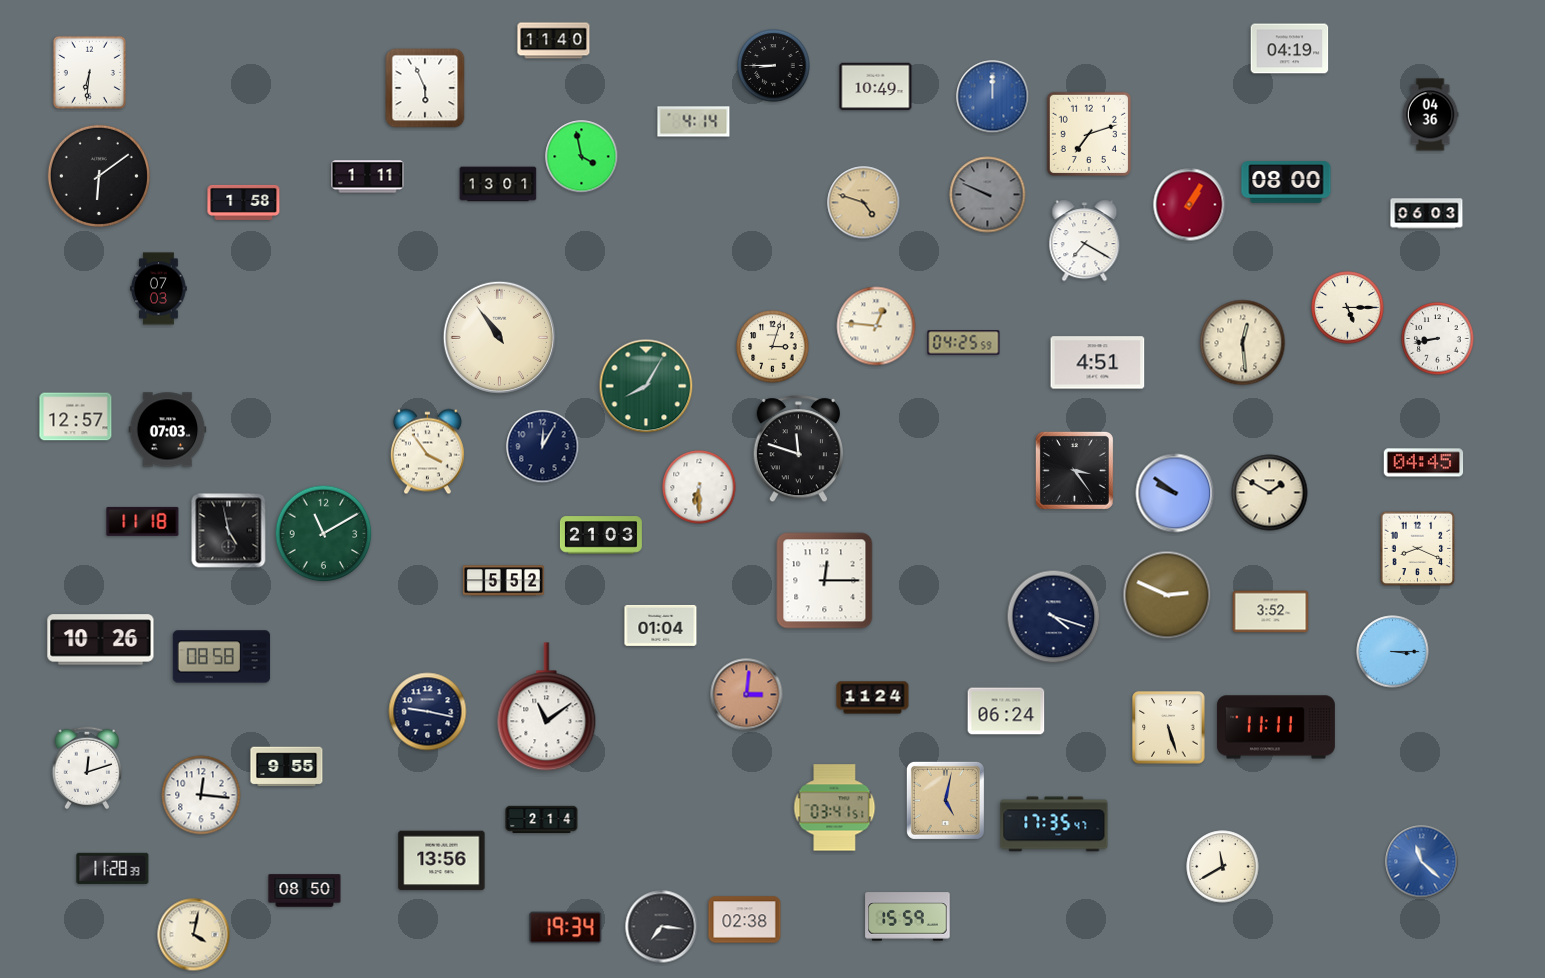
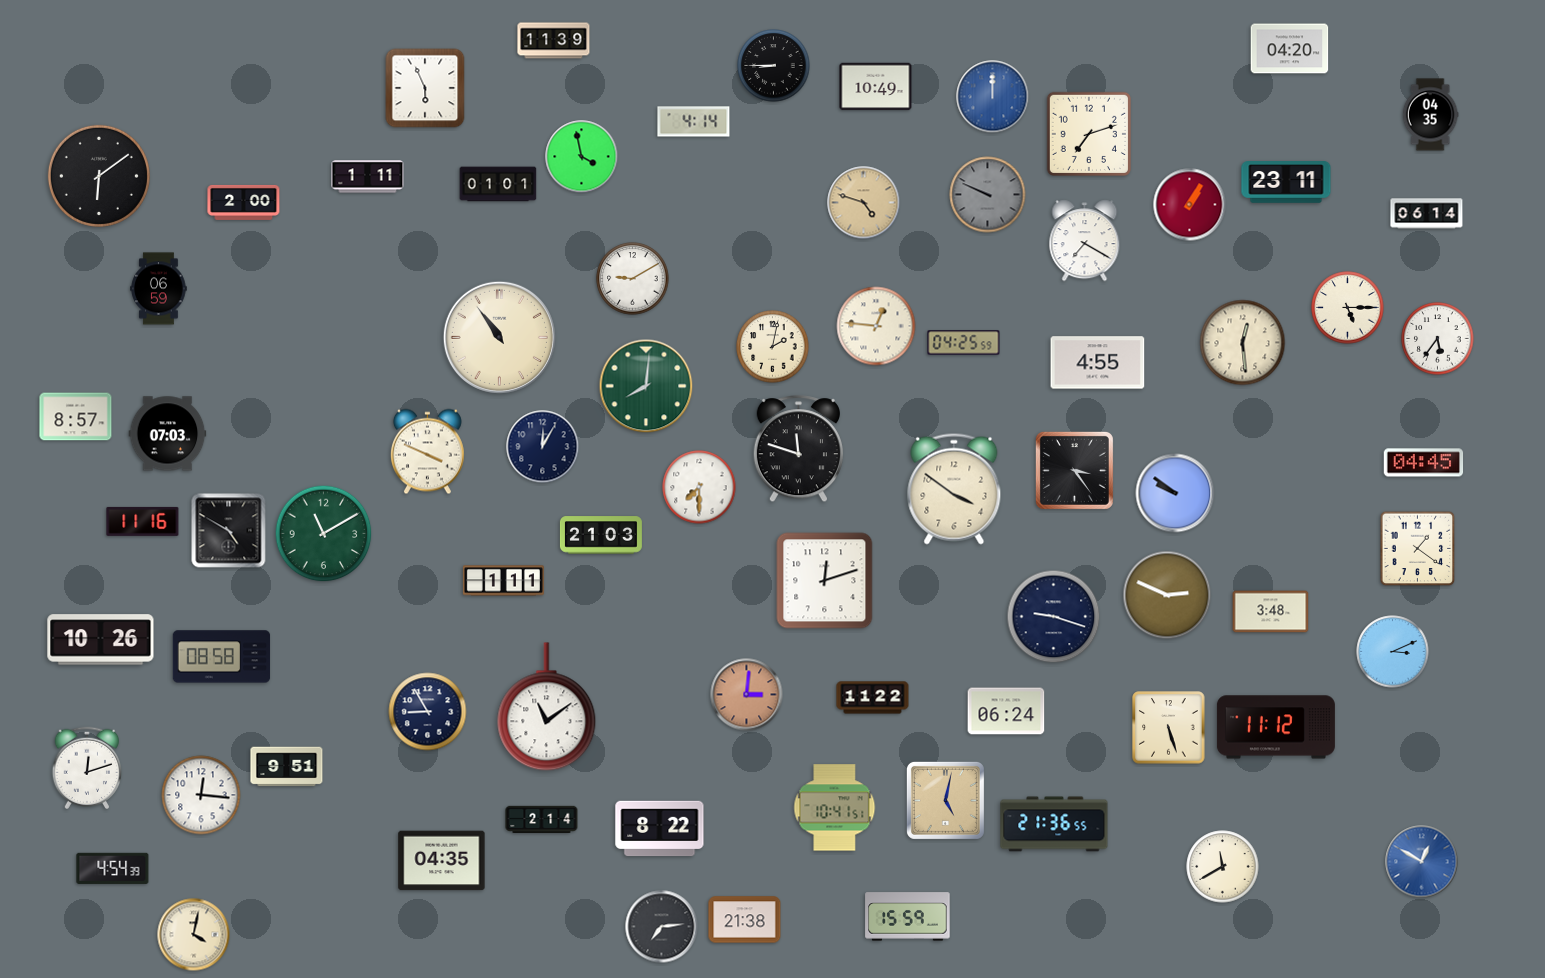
clock at (554, 41): 11:40 -> 11:39
clock at (1290, 49): 04:19 -> 04:20
clock at (89, 72): 6:31 -> none
clock at (1430, 115): 04:36 -> 04:35
clock at (1286, 182): 08:00 -> 23:11
clock at (498, 184): 13:01 -> 01:01
clock at (244, 202): 1:58 -> 2:00
clock at (1427, 214): 06:03 -> 06:14
clock at (633, 279): none -> 9:10
clock at (159, 289): 07:03 -> 06:59
clock at (1438, 339): 8:43 -> 5:36
clock at (773, 347): 3:03 -> 2:02
clock at (1098, 363): 4:51 -> 4:55
clock at (646, 386): 8:05 -> 8:01
clock at (76, 417): 12:57 -> 8:57
clock at (168, 430) position: (168, 430) -> (168, 434)
clock at (427, 452): 3:54 -> 3:49
clock at (699, 487): 6:30 -> 7:30
clock at (954, 489): none -> 3:51
clock at (1270, 493): 1:50 -> none
clock at (143, 521): 11:18 -> 11:16
clock at (229, 531): 4:58 -> 4:50
clock at (1418, 549): 8:19 -> 1:21
clock at (503, 581): 5:52 -> 1:11
clock at (825, 581): 12:15 -> 12:12
clock at (1271, 612): 3:52 -> 3:48
clock at (1054, 617): 4:18 -> 9:18
clock at (661, 625): 01:04 -> none
clock at (1393, 652): 3:15 -> 3:11
clock at (873, 698): 11:24 -> 11:22
clock at (428, 712): 9:17 -> 8:55
clock at (1276, 727): 11:11 -> 11:12
clock at (287, 767): 9:55 -> 9:51
clock at (835, 808): 03:41 -> 10:41
clock at (1054, 824): 17:35 -> 21:36
clock at (660, 829): none -> 8:22
clock at (442, 861): 13:56 -> 04:35
clock at (1422, 862): 11:22 -> 12:50
clock at (113, 868): 11:28 -> 4:54
clock at (305, 891): 08:50 -> none
clock at (745, 920): 02:38 -> 21:38
clock at (662, 927): 7:16 -> 7:14
clock at (566, 928): 19:34 -> none
